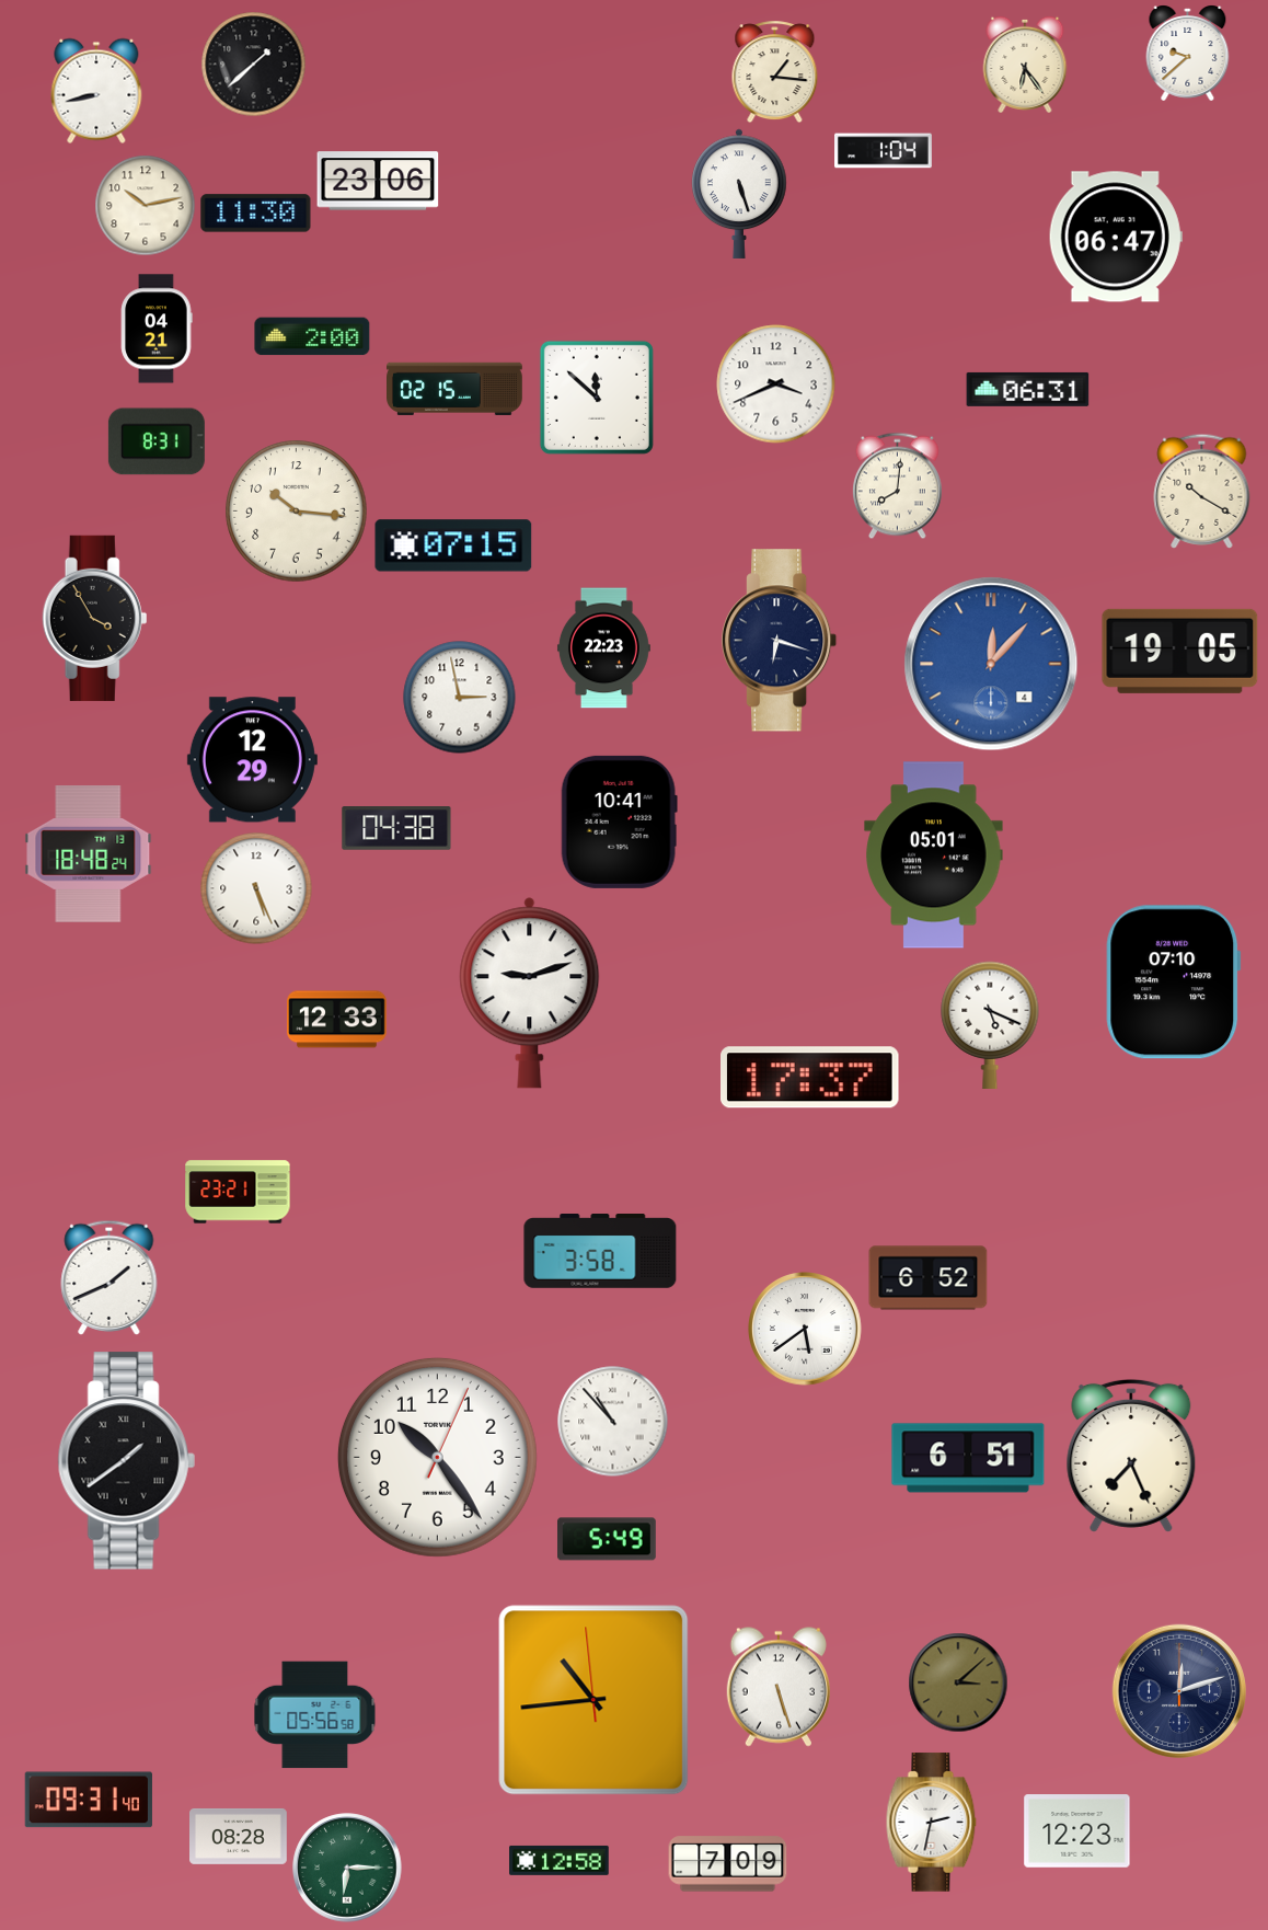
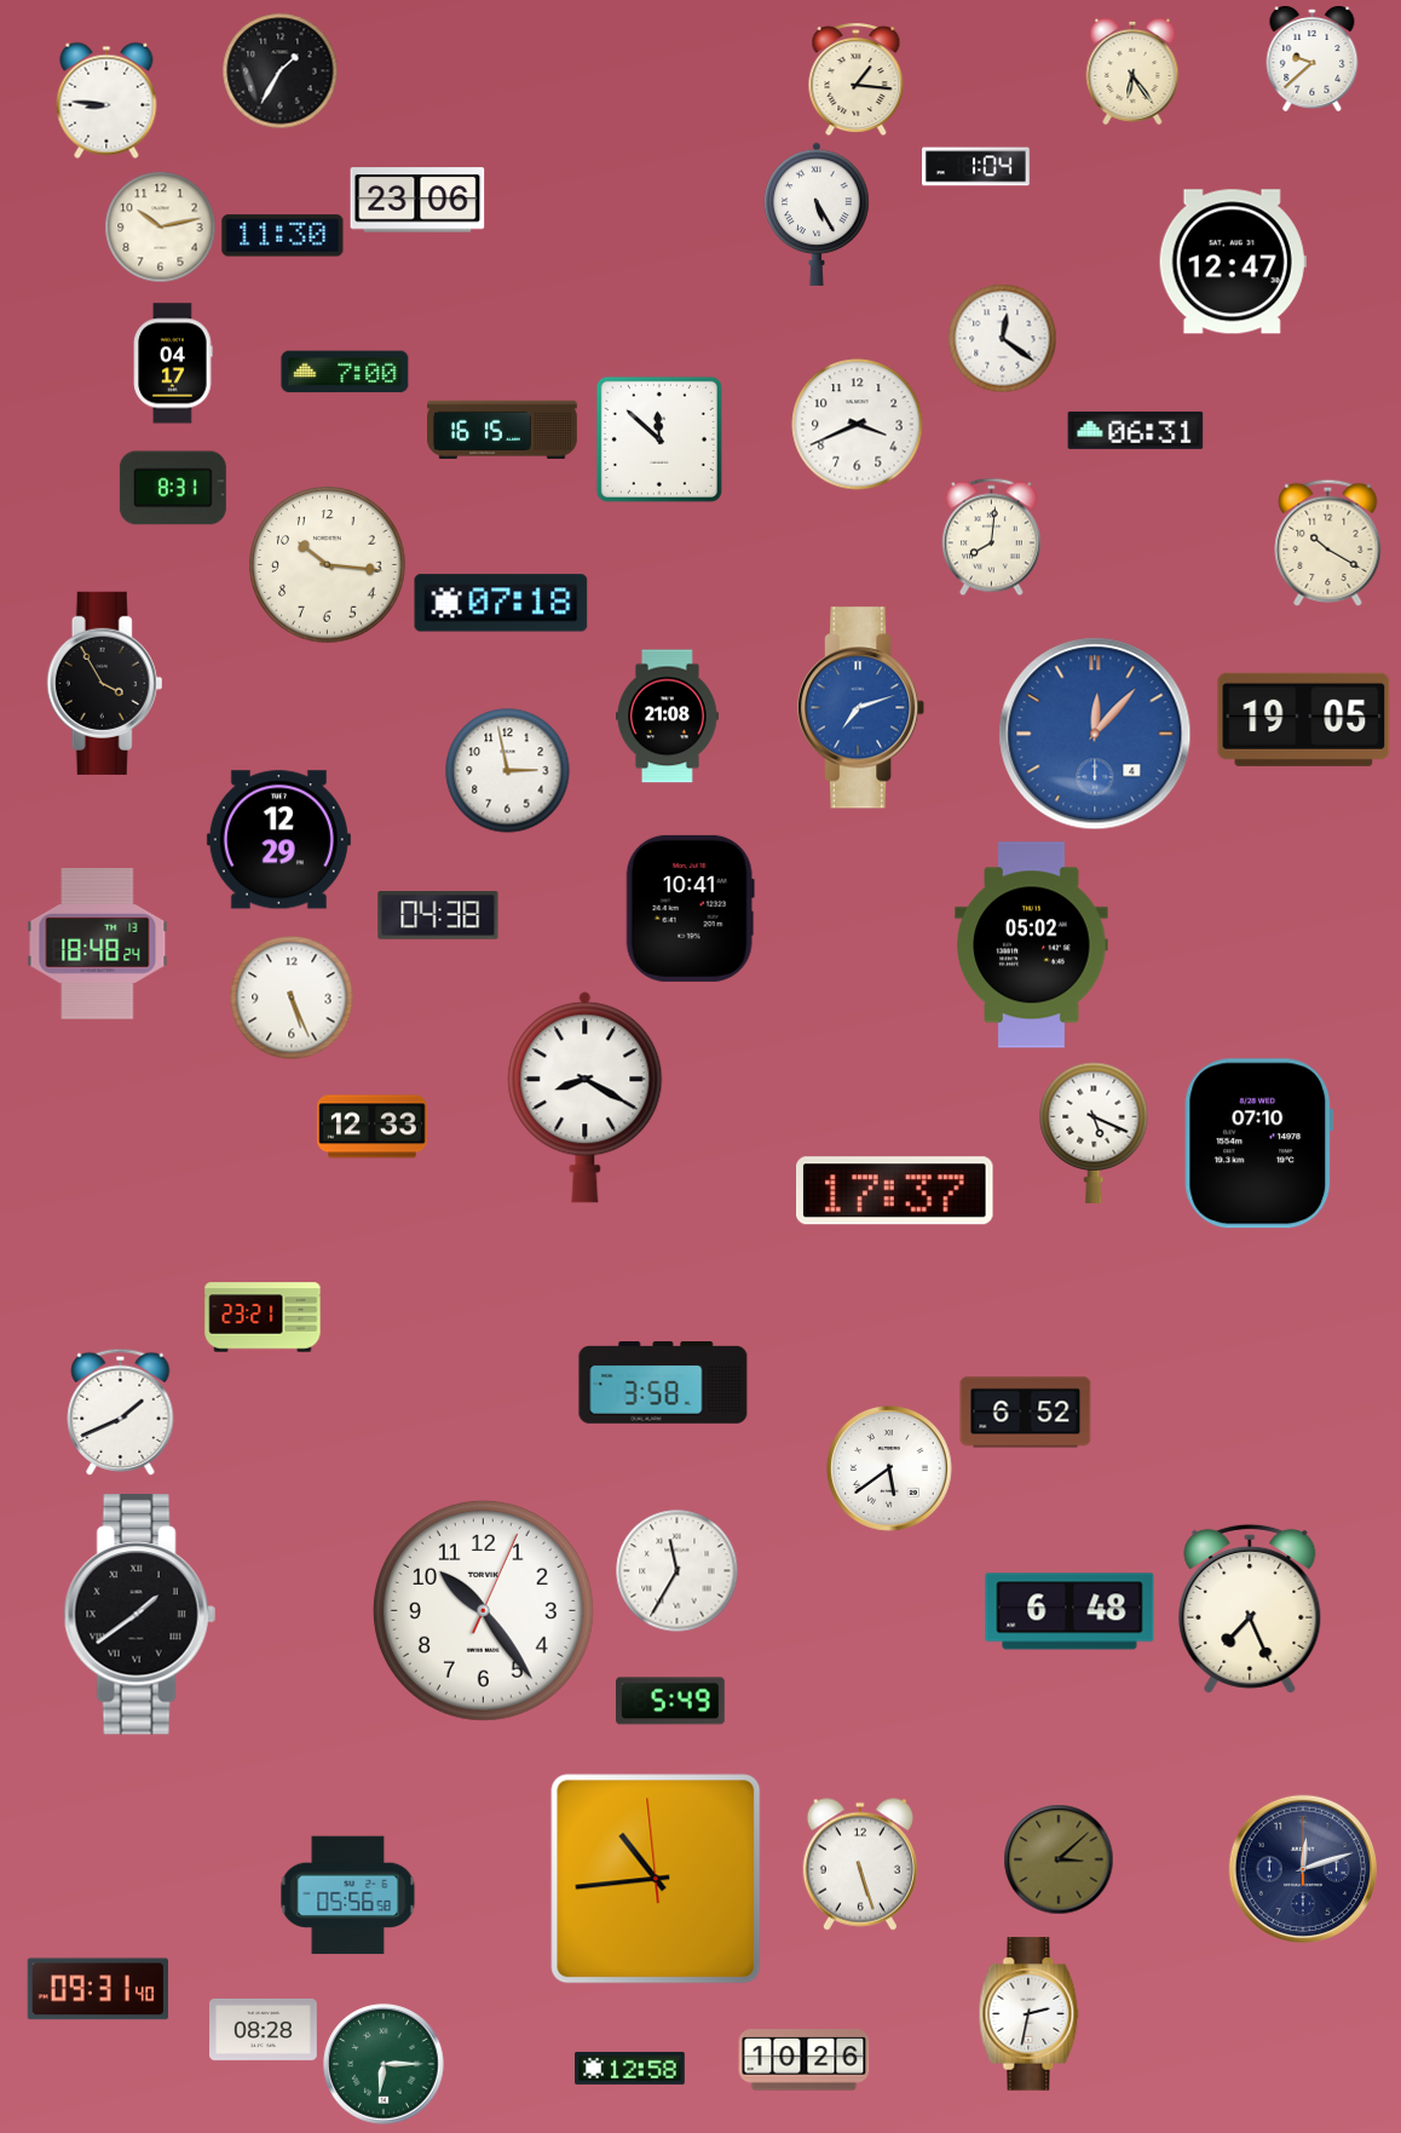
clock at (254, 65): 1:38 -> 1:35
clock at (96, 91): 8:43 -> 8:46
clock at (739, 194): 5:27 -> 5:25
clock at (1116, 237): 06:47 -> 12:47
clock at (1003, 339): none -> 12:21
clock at (157, 329): 04:21 -> 04:17
clock at (312, 336): 2:00 -> 7:00
clock at (456, 389): 02:15 -> 16:15
clock at (453, 545): 07:15 -> 07:18
clock at (780, 641): 6:18 -> 7:12
clock at (780, 641) dial: navy -> blue
clock at (603, 648): 22:23 -> 21:08
clock at (619, 822) position: (619, 822) -> (690, 908)
clock at (934, 855): 05:01 -> 05:02
clock at (256, 888) position: (256, 888) -> (292, 997)
clock at (1174, 983) position: (1174, 983) -> (1259, 1144)
clock at (530, 993): 9:12 -> 8:20
clock at (613, 1422): 10:53 -> 11:35
clock at (968, 1458): 6:51 -> 6:48
clock at (1077, 1831): 12:23 -> none
clock at (560, 1860) position: (560, 1860) -> (630, 2068)
clock at (728, 1864): 7:09 -> 10:26
